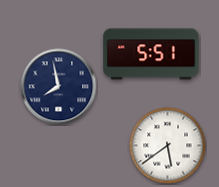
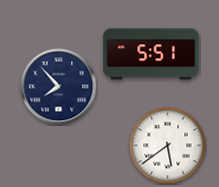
clock at (59, 87): 7:58 -> 7:53
